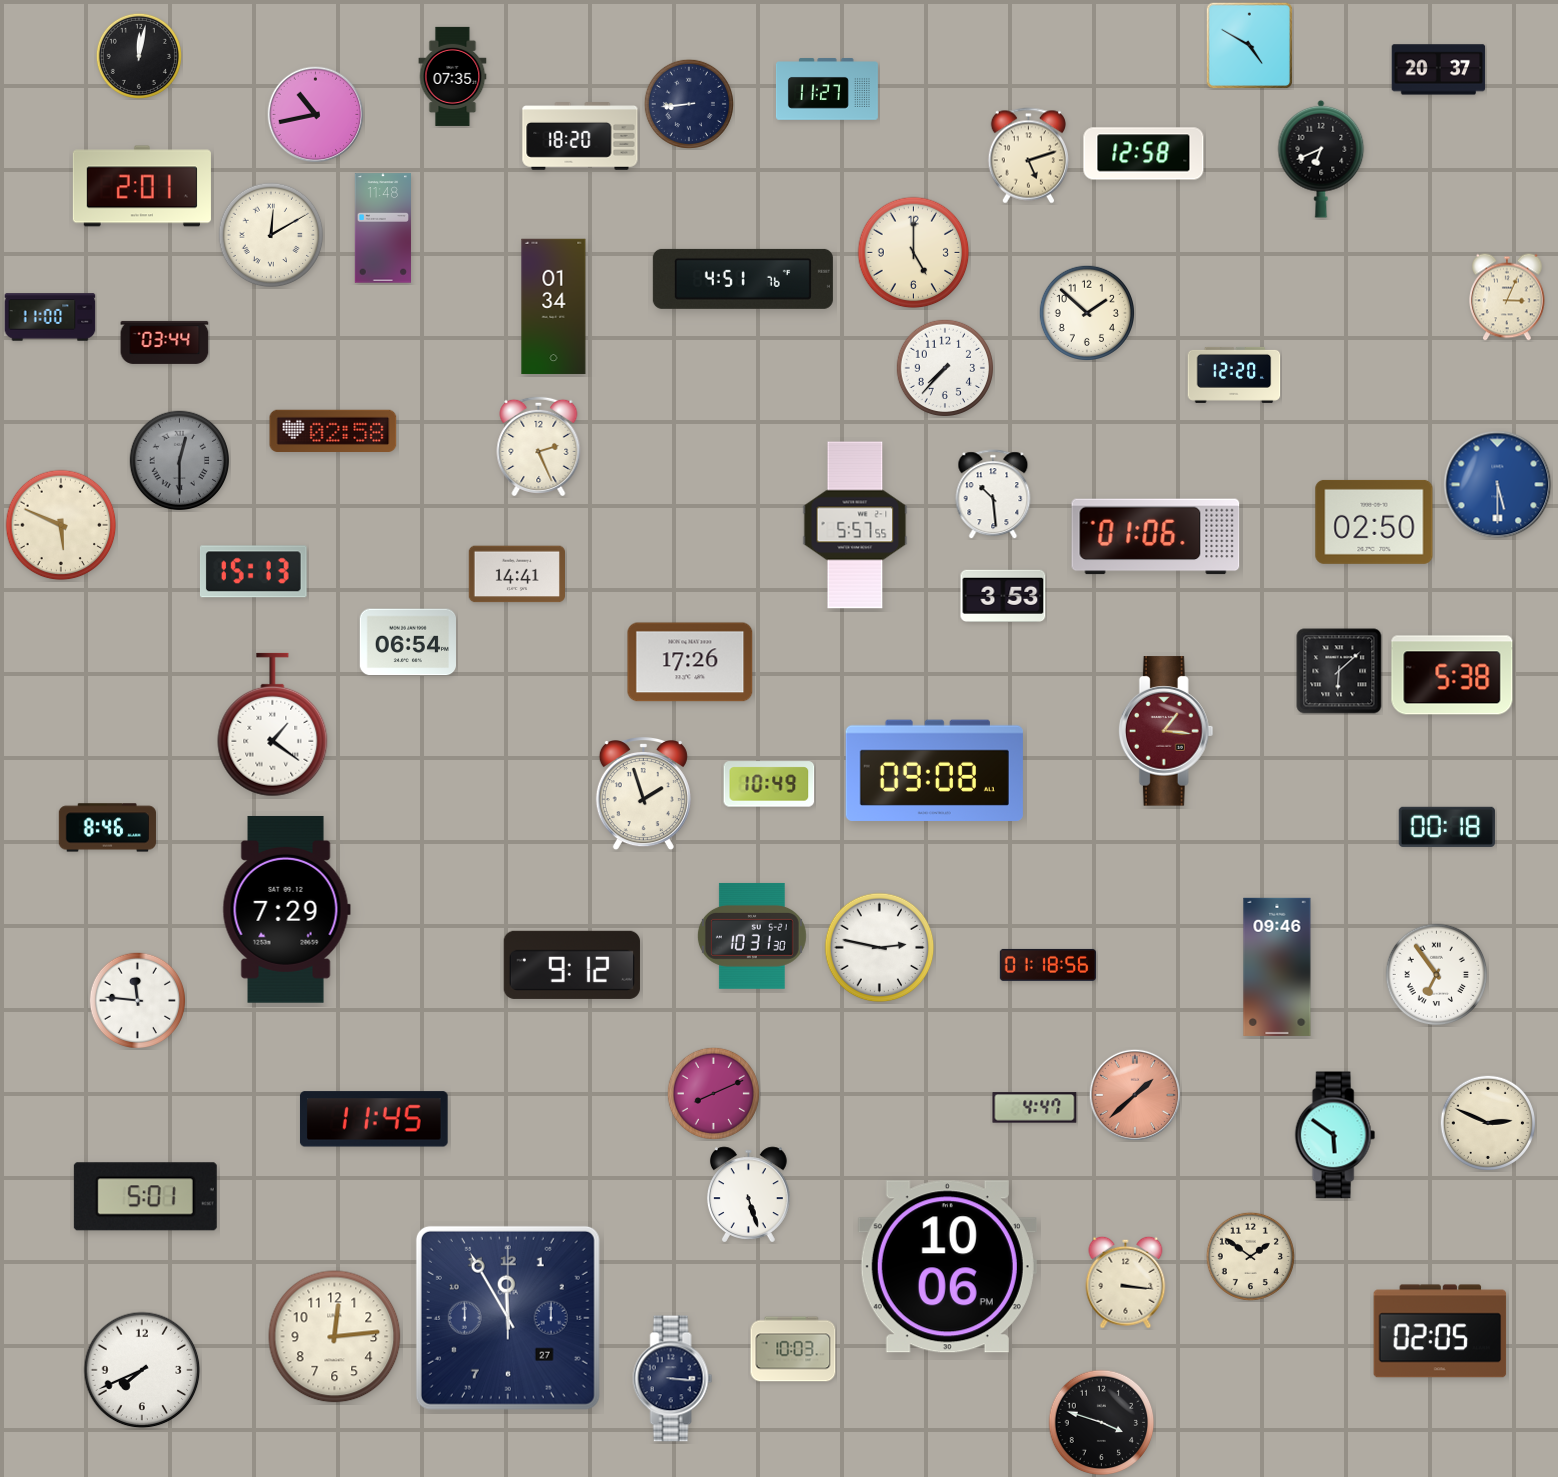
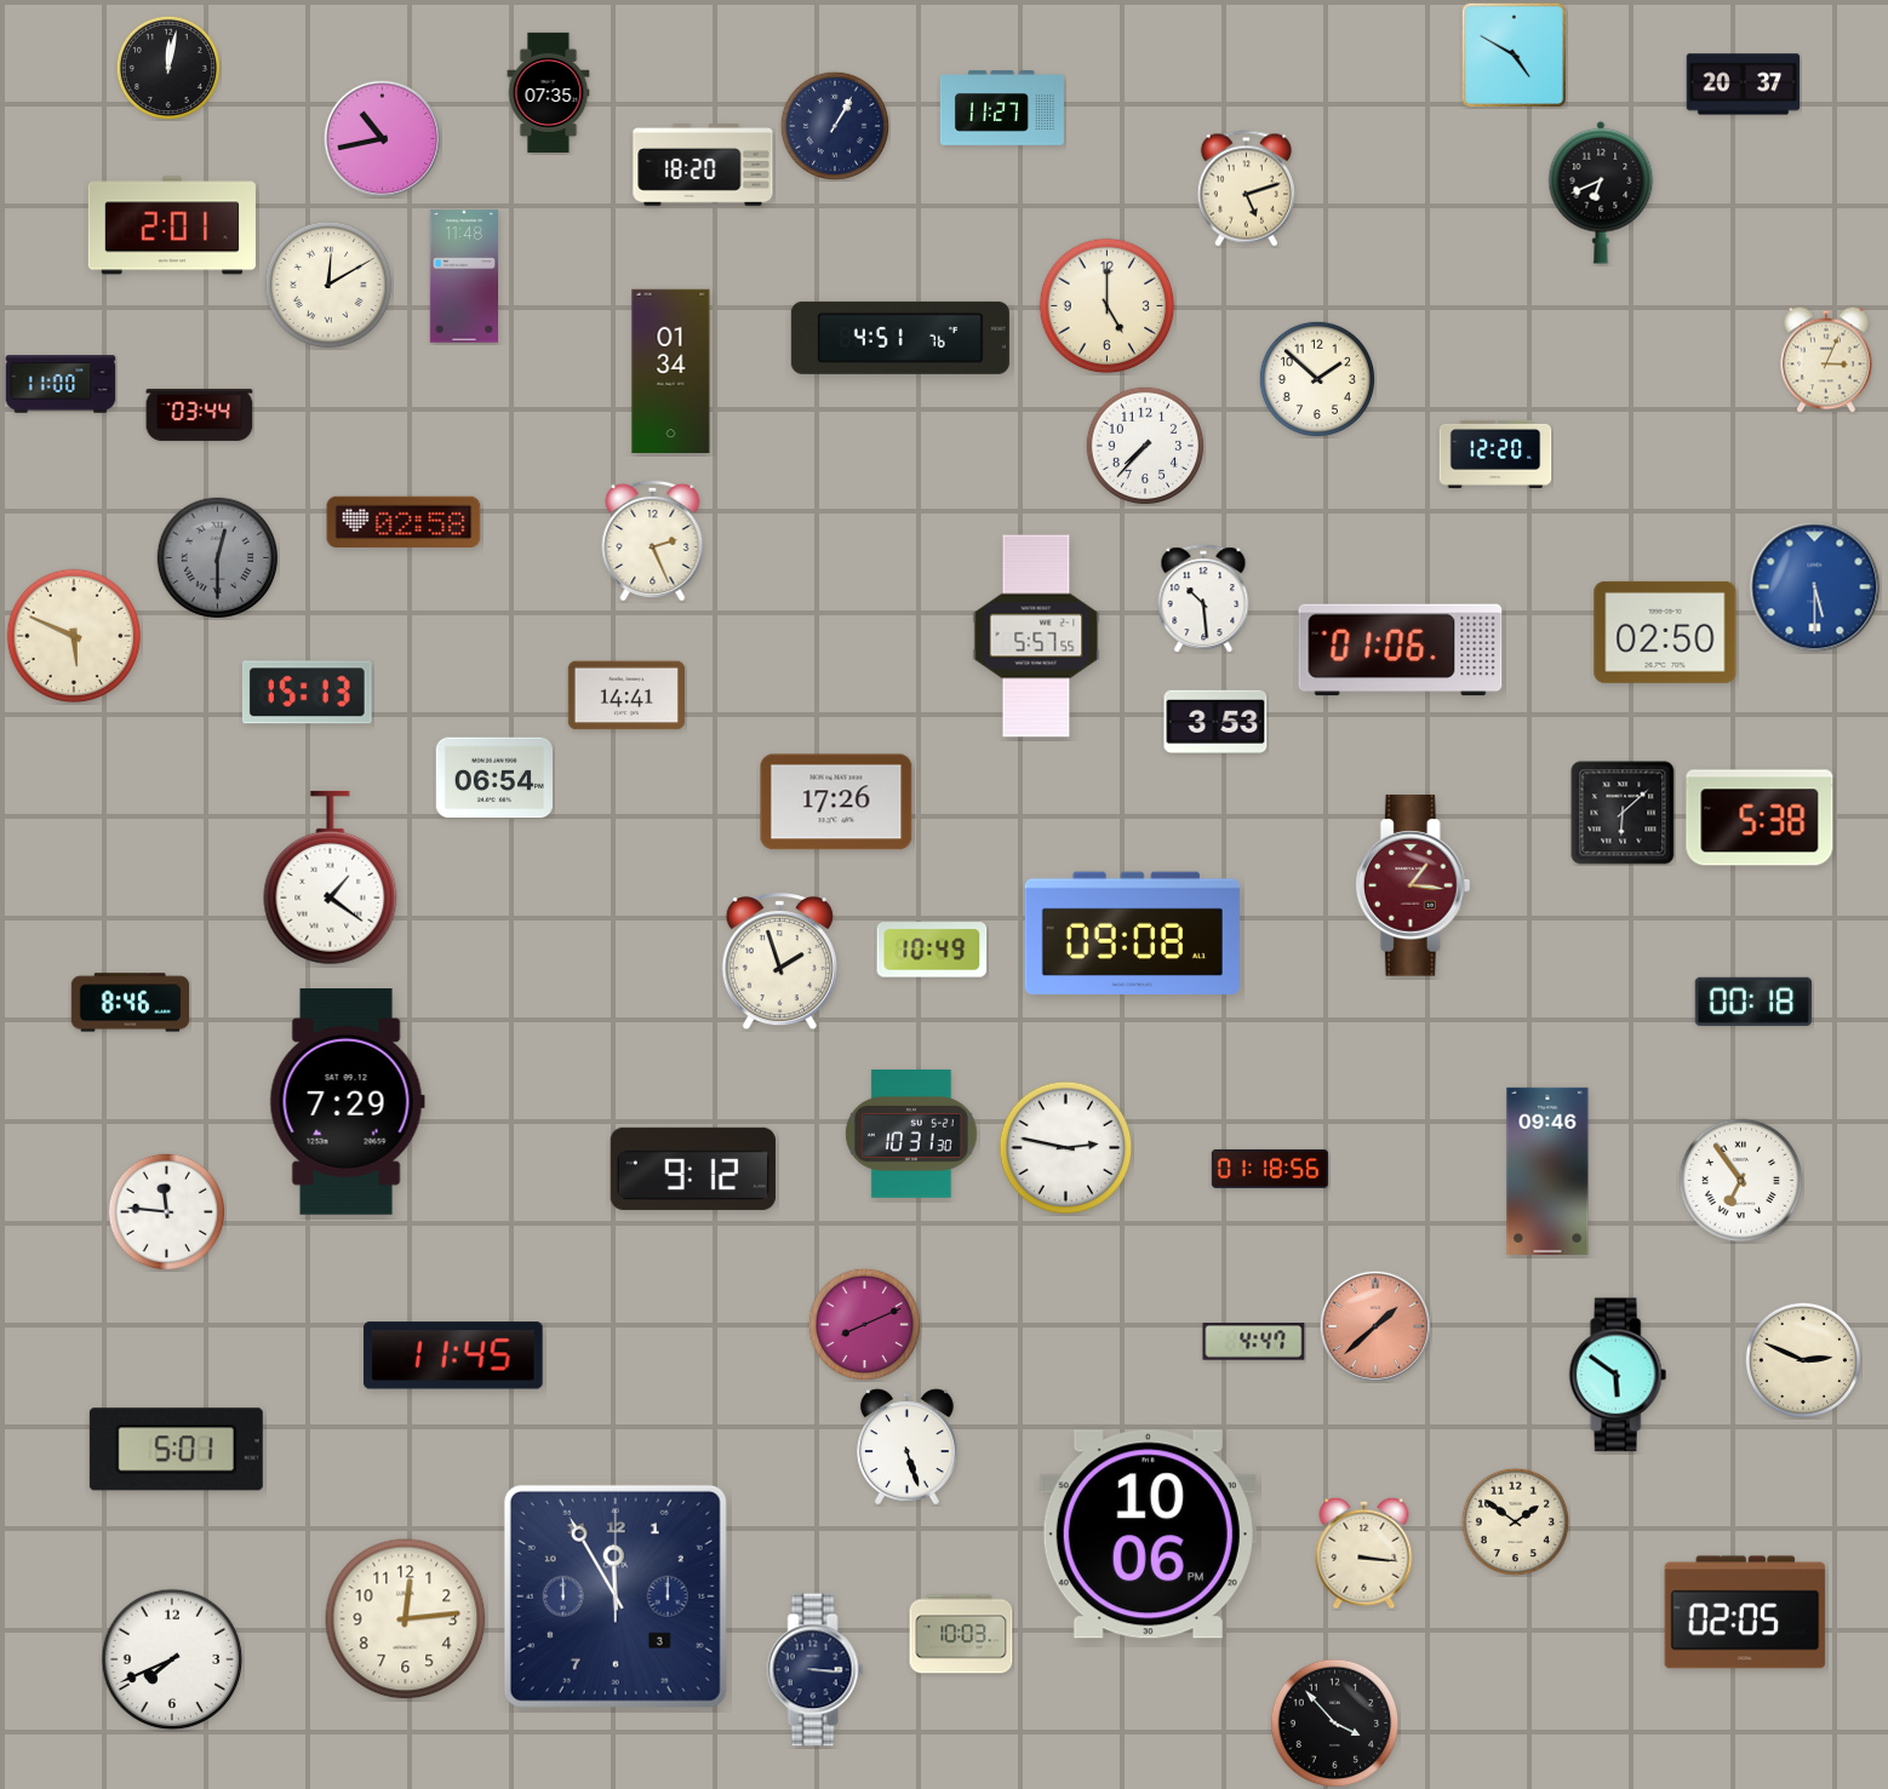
clock at (689, 104): 8:44 -> 1:05
clock at (1144, 154): 12:58 -> none
clock at (508, 1318) date: 27 -> 3
clock at (1102, 1423): 3:48 -> 3:53
